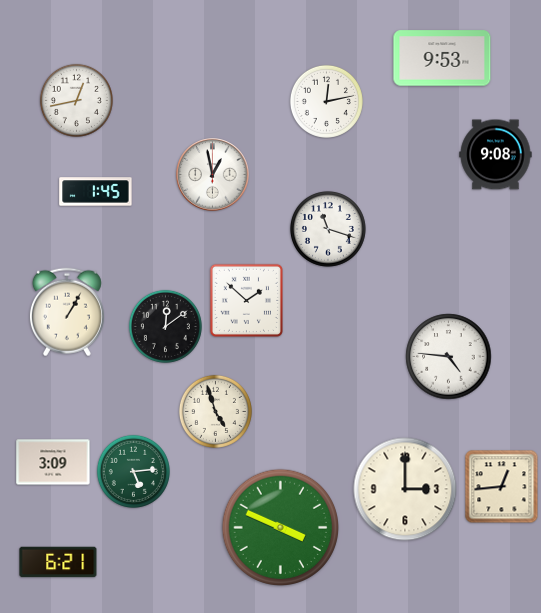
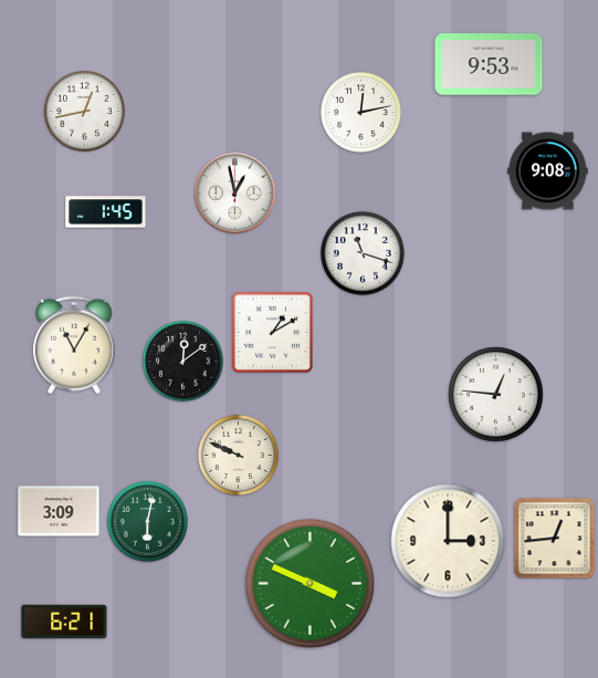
clock at (246, 300): 1:52 -> 1:10
clock at (67, 312): 1:05 -> 11:05
clock at (449, 357): 4:46 -> 12:46
clock at (215, 411): 4:57 -> 9:49
clock at (133, 471): 5:14 -> 6:02
